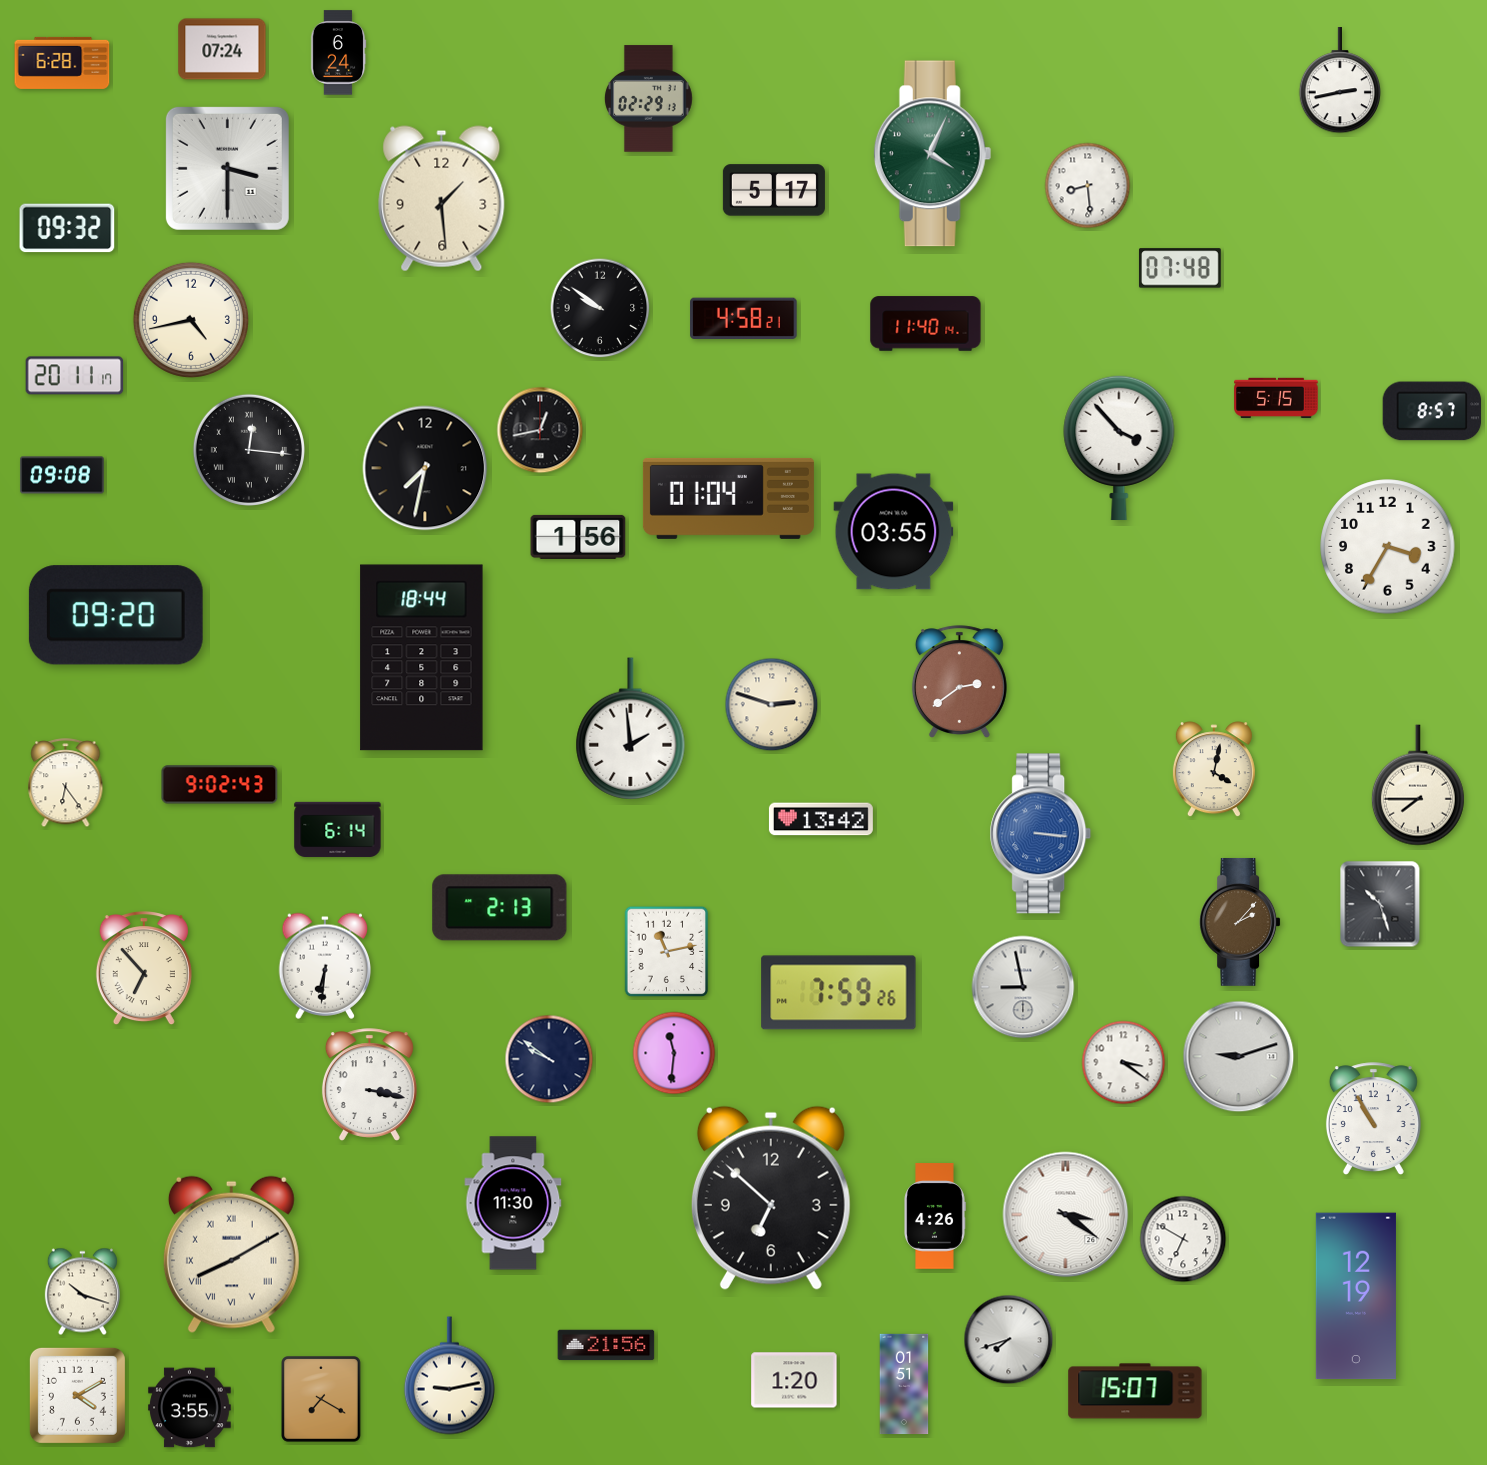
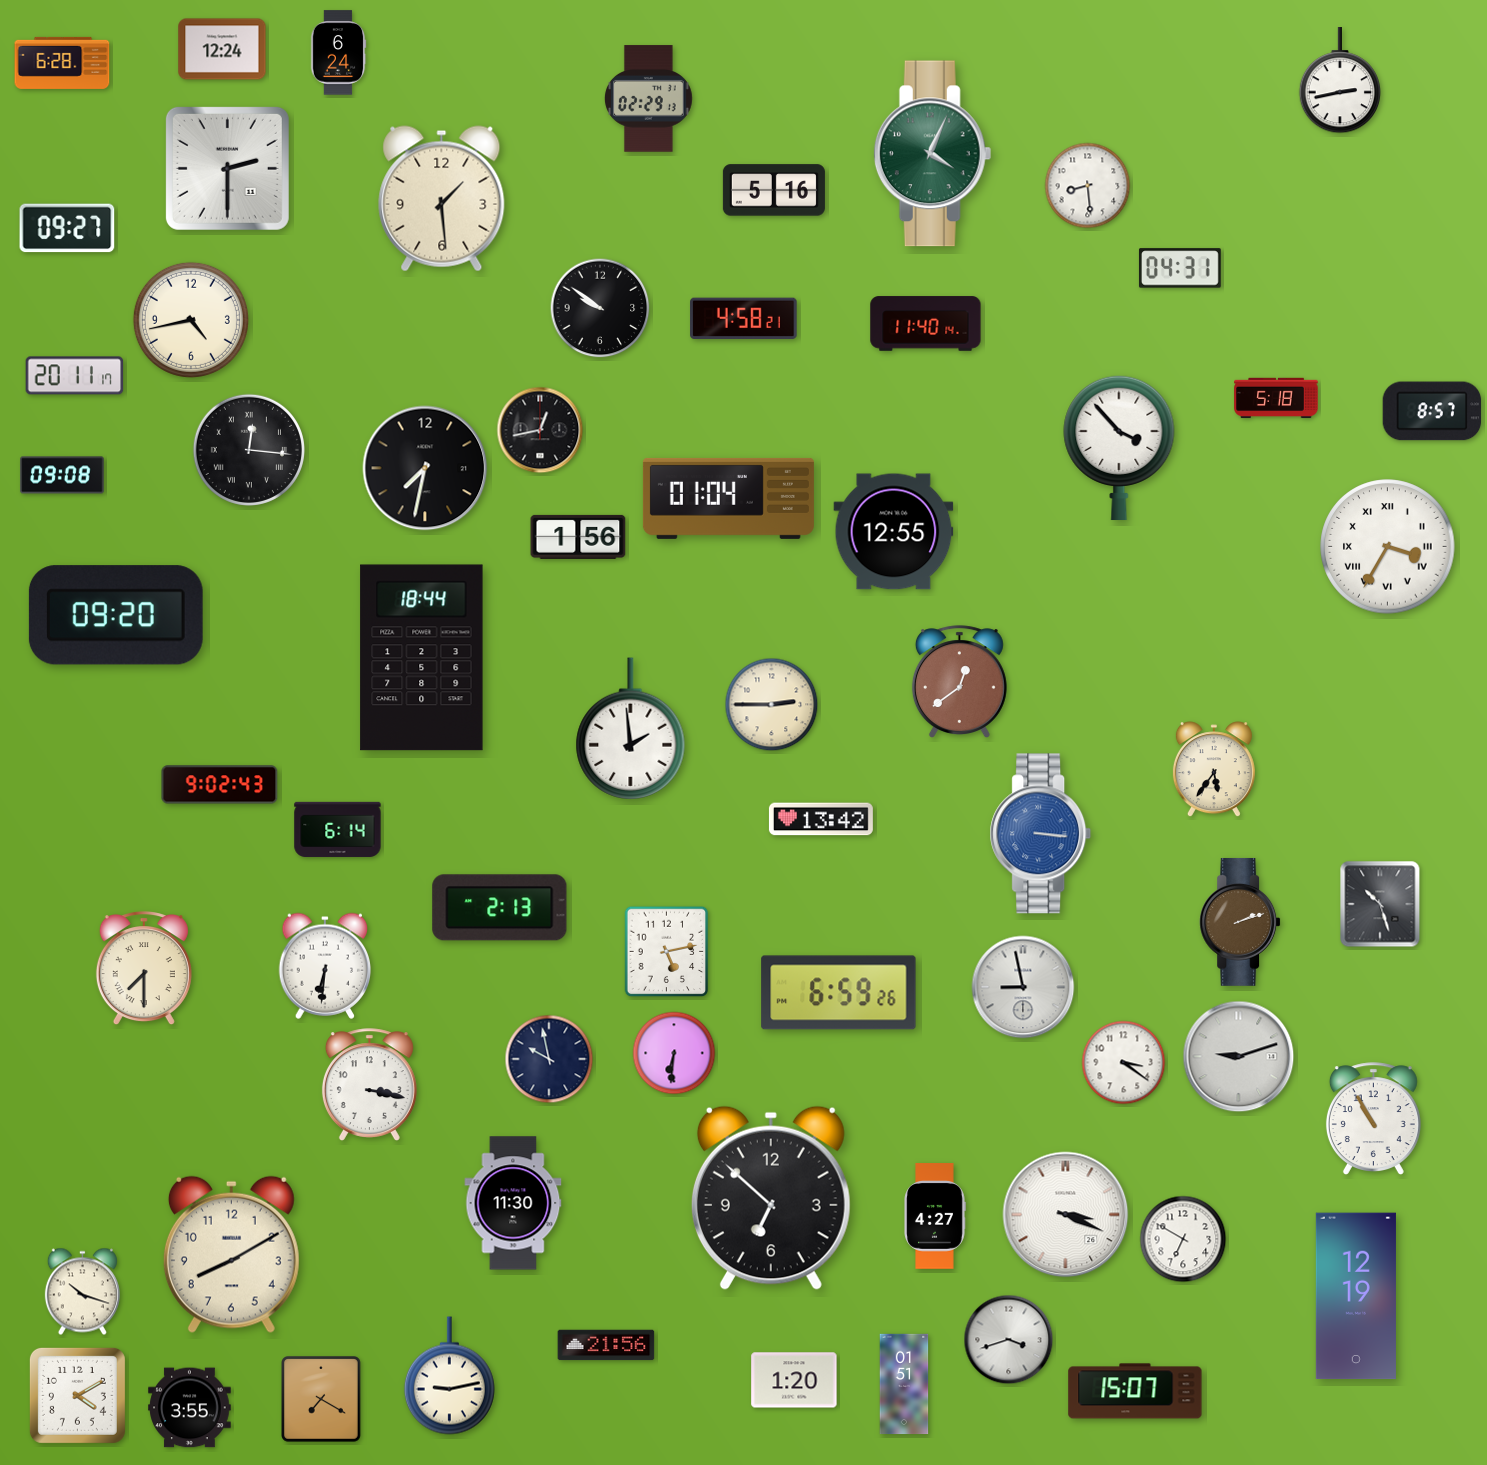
clock at (222, 49): 07:24 -> 12:24
clock at (227, 168): 3:30 -> 2:30
clock at (774, 190): 5:17 -> 5:16
clock at (67, 228): 09:32 -> 09:27
clock at (1180, 268): 07:48 -> 04:31
clock at (1276, 398): 5:15 -> 5:18
clock at (894, 532): 03:55 -> 12:55
clock at (1388, 547) numerals: Arabic -> Roman
clock at (959, 681): 2:39 -> 12:39
clock at (772, 705): 2:48 -> 2:45
clock at (1214, 770): 4:02 -> 5:36
clock at (66, 783): 6:24 -> none
clock at (1418, 785): 7:45 -> none
clock at (1240, 922): 2:07 -> 2:12
clock at (667, 952): 11:13 -> 5:13
clock at (144, 969): 6:53 -> 7:30
clock at (839, 993): 7:59 -> 6:59
clock at (674, 1053): 11:31 -> 6:31
clock at (549, 1059): 9:51 -> 9:58
clock at (1066, 1215): 3:21 -> 3:19
clock at (935, 1216): 4:26 -> 4:27
clock at (231, 1254) numerals: Roman -> Arabic
clock at (1009, 1340): 7:42 -> 3:42
